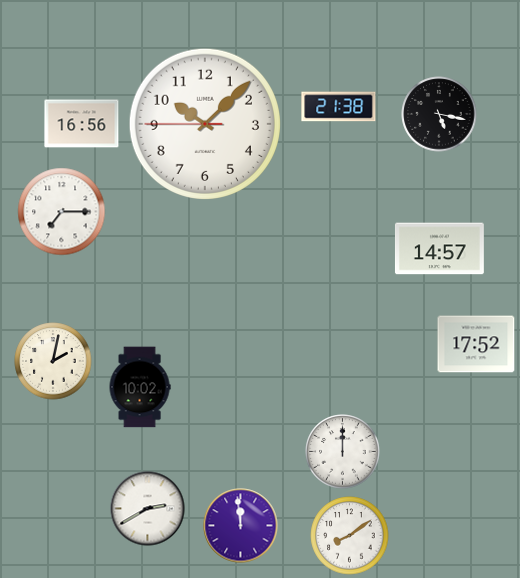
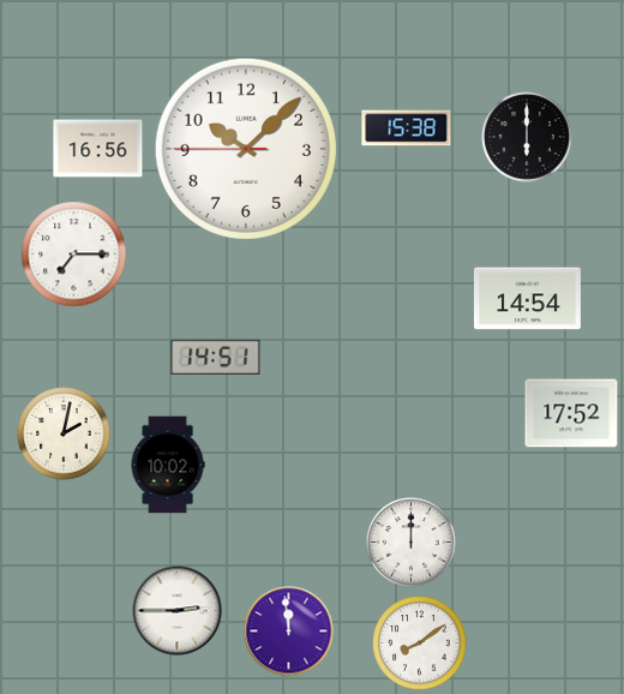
clock at (339, 107): 21:38 -> 15:38
clock at (439, 114): 5:17 -> 6:00
clock at (439, 249): 14:57 -> 14:54
clock at (216, 357): none -> 14:51
clock at (148, 509): 2:40 -> 2:45
